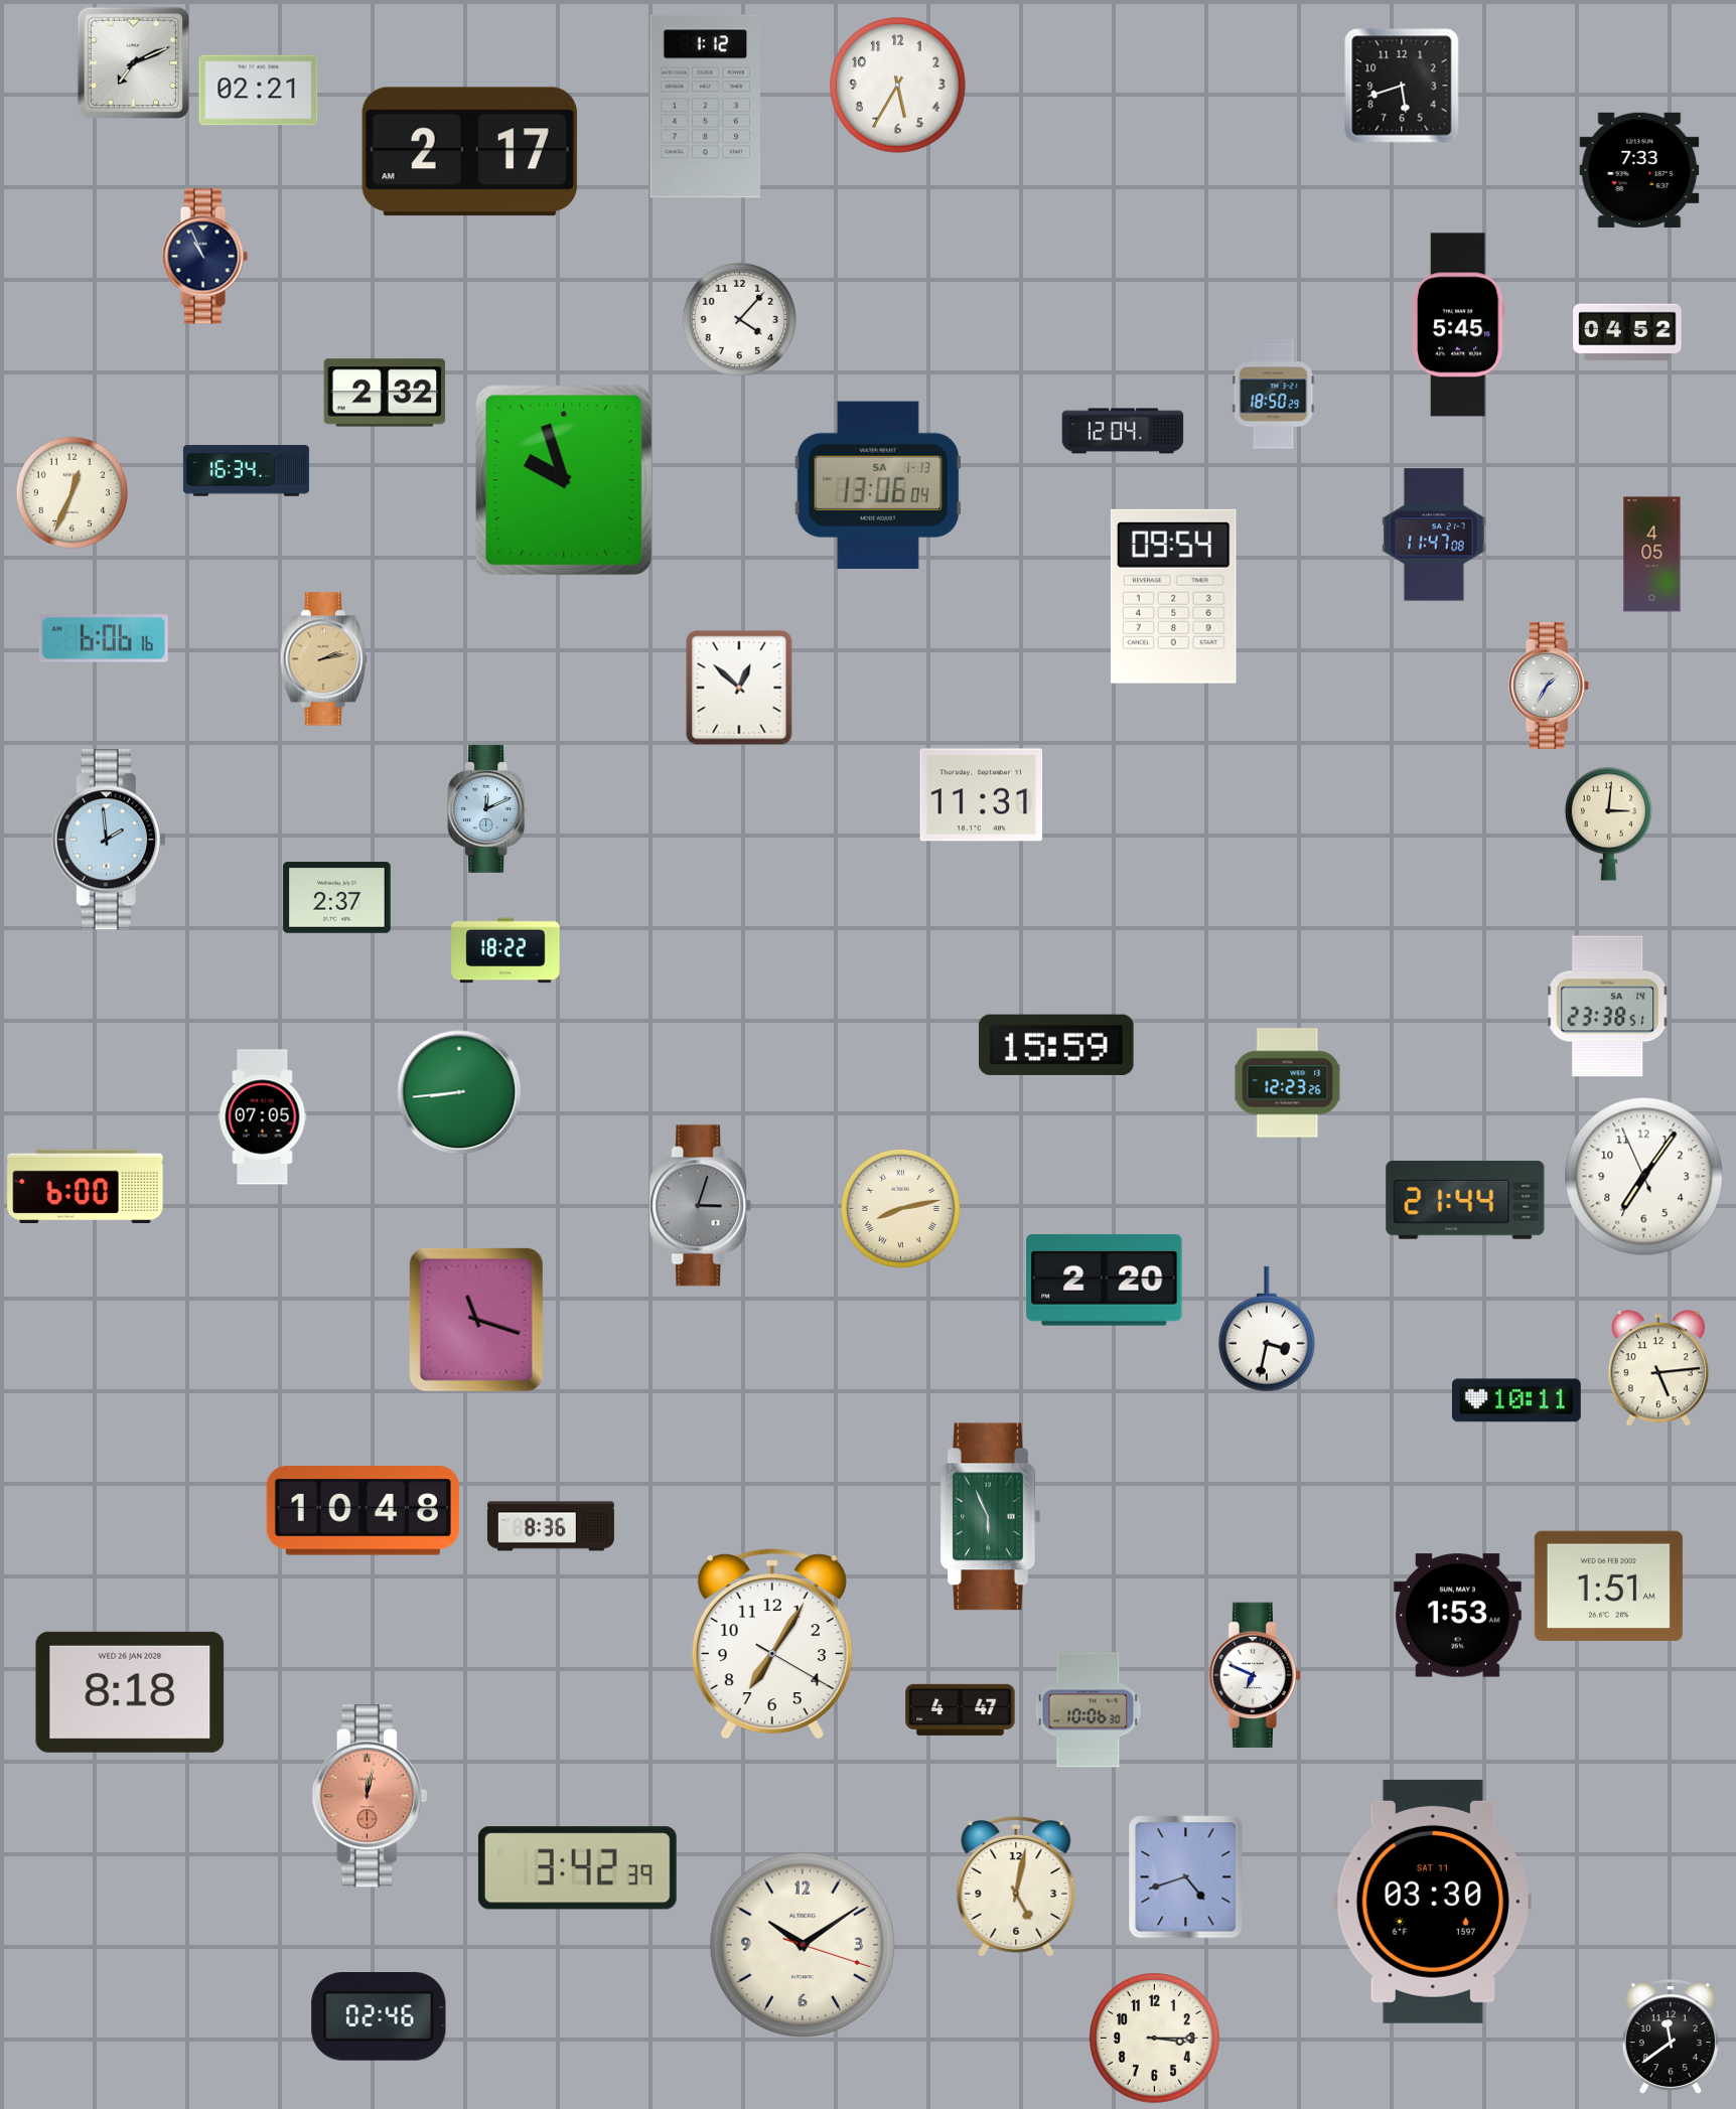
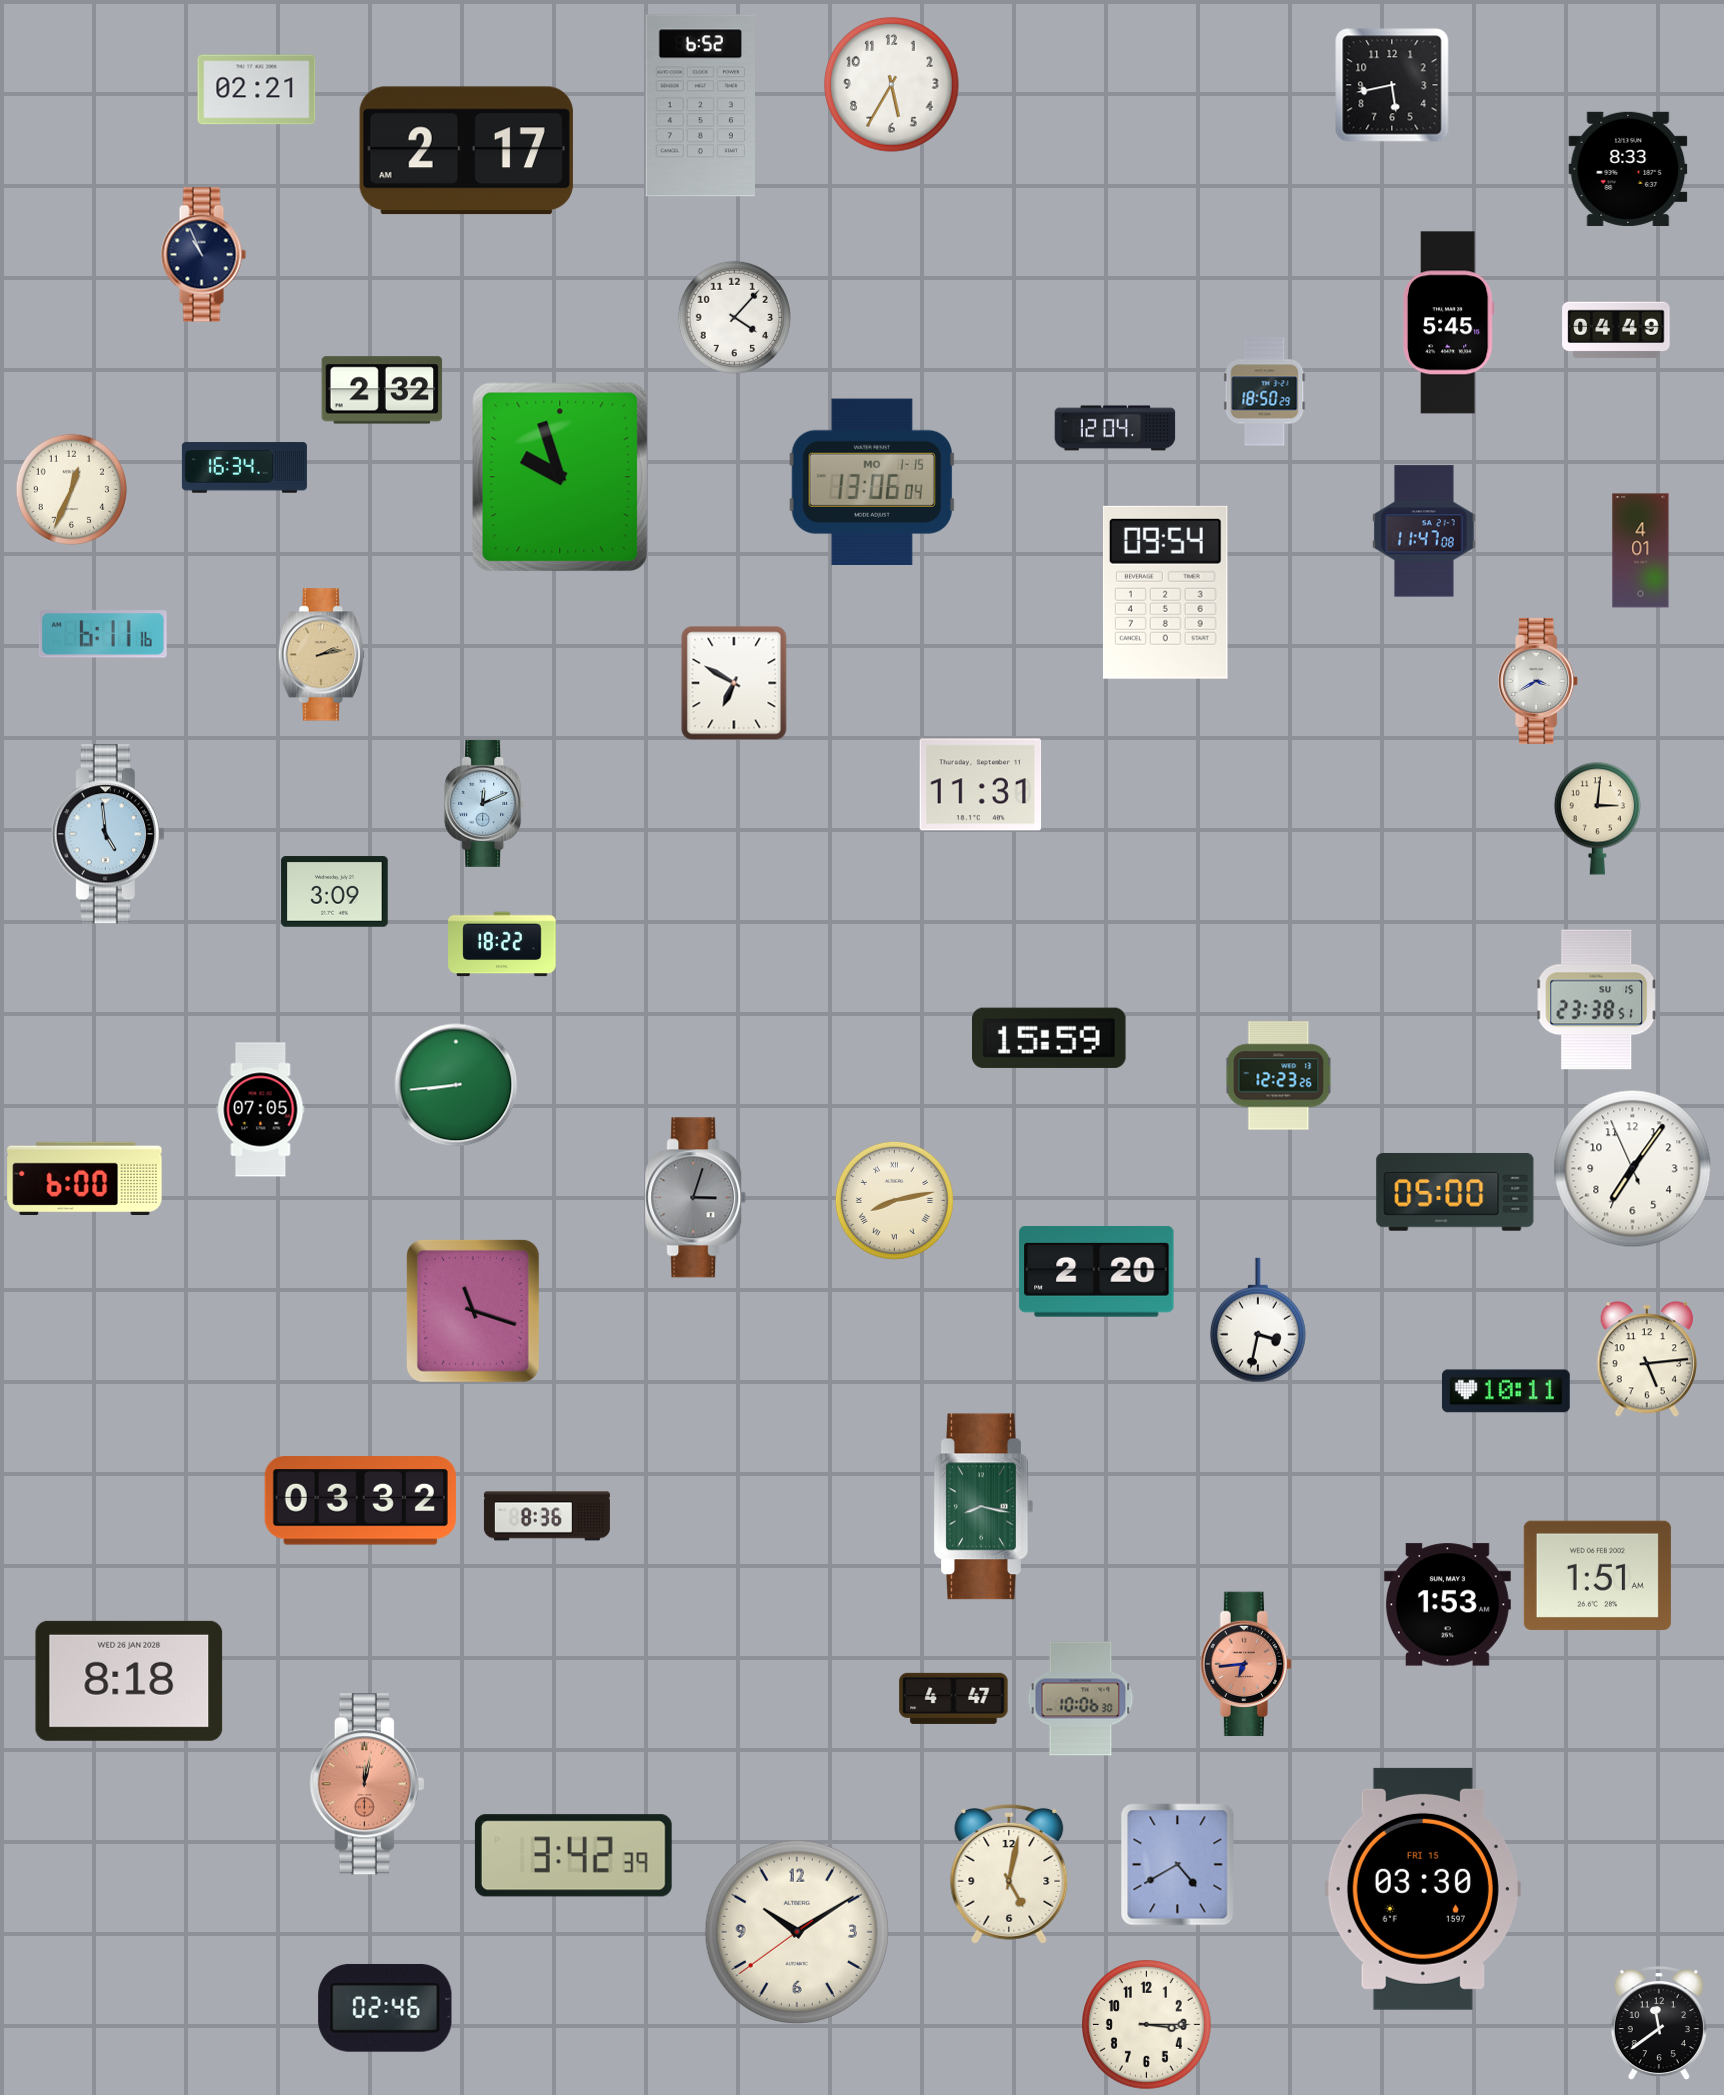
clock at (134, 63): 7:11 -> none
clock at (1402, 86): 5:42 -> 5:43
clock at (705, 107): 1:12 -> 6:52
clock at (1639, 170): 7:33 -> 8:33
clock at (1627, 332): 04:52 -> 04:49
clock at (877, 484) date: SA 1-13 -> MO 1-15
clock at (1652, 555): 4:05 -> 4:01
clock at (104, 638): 6:06 -> 6:11
clock at (1550, 686): 1:35 -> 3:40
clock at (739, 688): 12:52 -> 6:50
clock at (982, 795) position: (982, 795) -> (981, 785)
clock at (109, 840): 1:59 -> 4:59
clock at (337, 898): 2:37 -> 3:09
clock at (1608, 1007) date: SA 14 -> SU 15
clock at (1465, 1200): 21:44 -> 05:00
clock at (363, 1511): 10:48 -> 03:32
clock at (990, 1517): 5:56 -> 8:17
clock at (772, 1644): 7:05 -> none
clock at (1254, 1675): 6:49 -> 6:44
clock at (1254, 1675) dial: white -> salmon
clock at (1186, 1877): 4:42 -> 4:40
clock at (1433, 1902) date: SAT 11 -> FRI 15
clock at (803, 1945): 10:09:18 -> 10:09:39
clock at (379, 2016) position: (379, 2016) -> (385, 2008)
